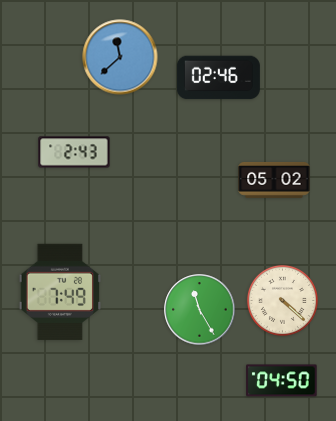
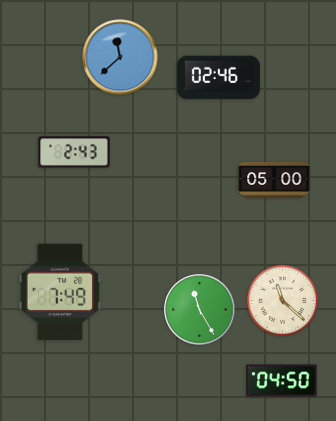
clock at (274, 180): 05:02 -> 05:00
clock at (282, 300): 4:22 -> 11:22
